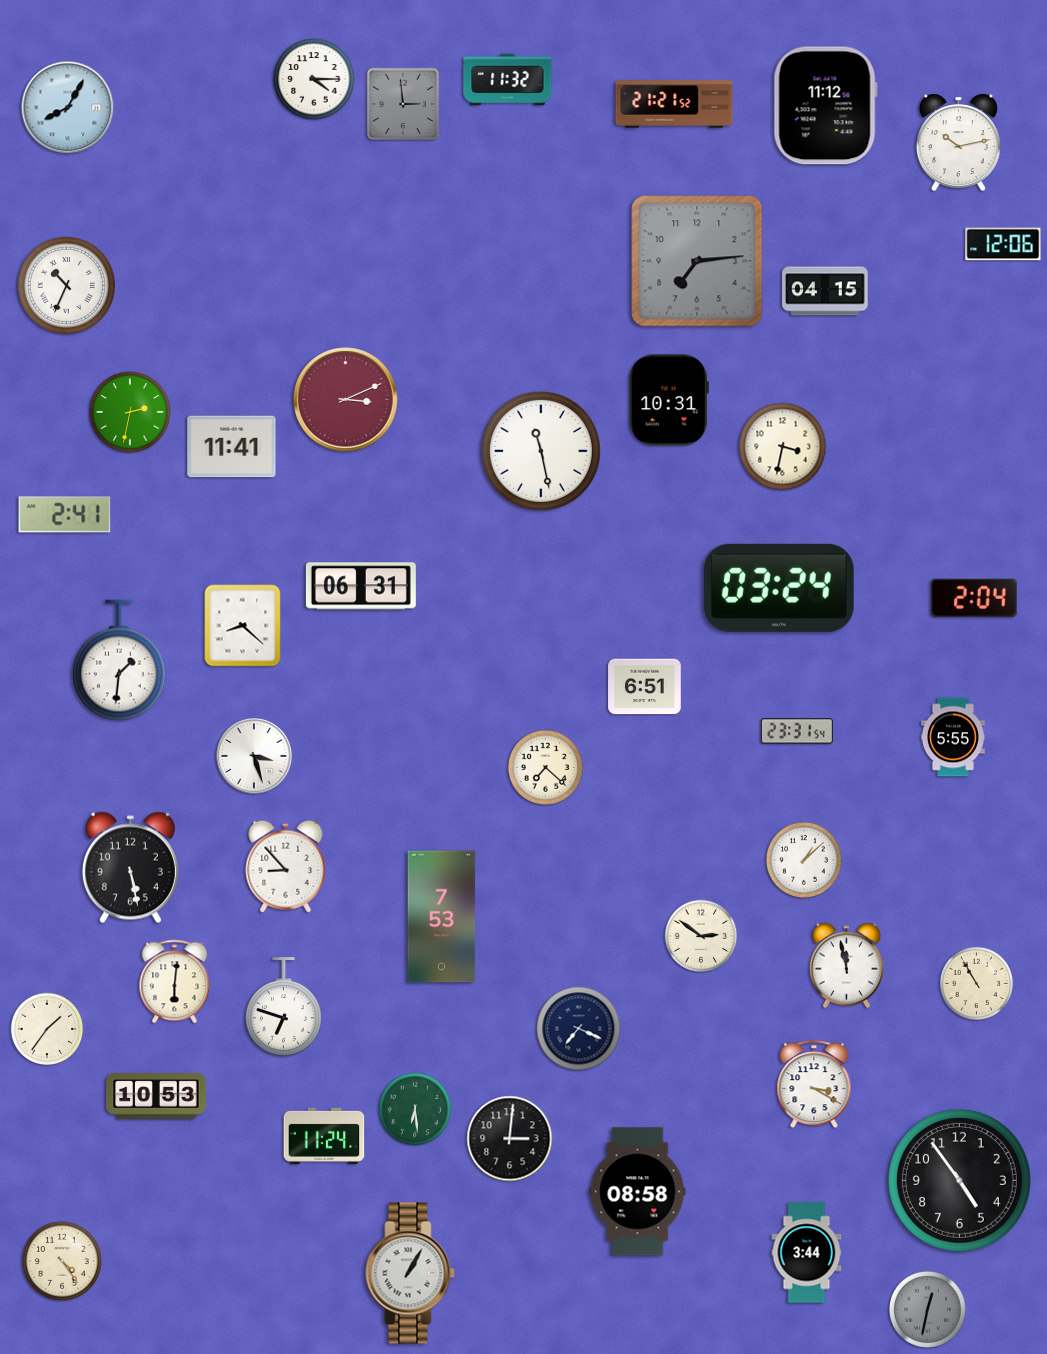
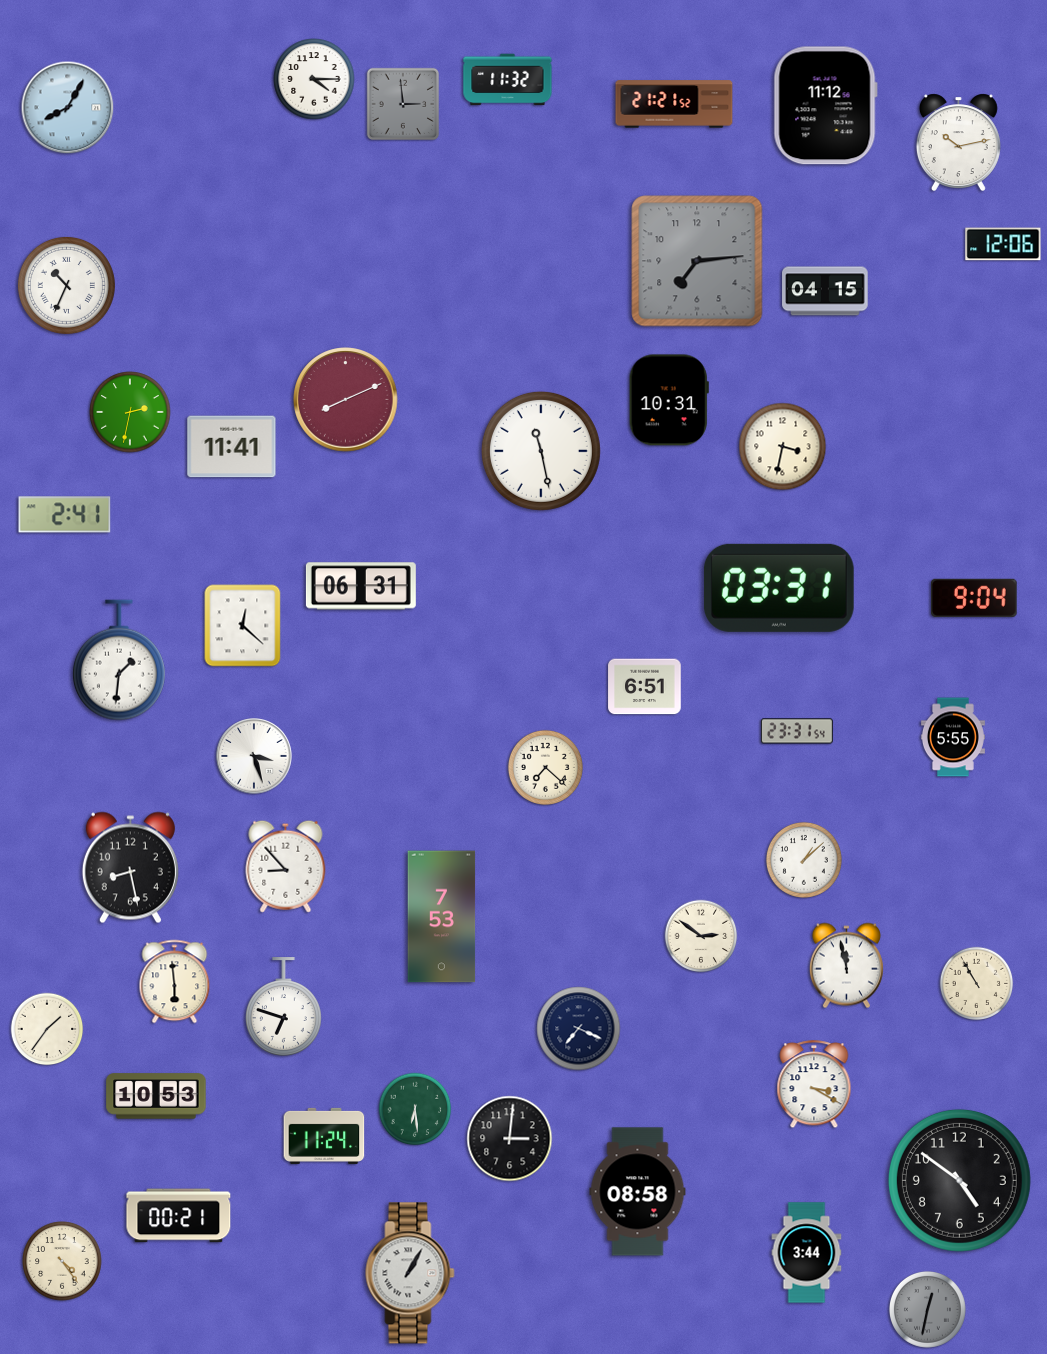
clock at (346, 400): 3:11 -> 8:11
clock at (779, 588): 03:24 -> 03:31
clock at (975, 598): 2:04 -> 9:04
clock at (243, 626): 8:22 -> 12:22
clock at (130, 868): 5:28 -> 8:28
clock at (175, 982): 6:01 -> 5:59
clock at (959, 1180): 4:54 -> 4:51
clock at (179, 1216): none -> 00:21
